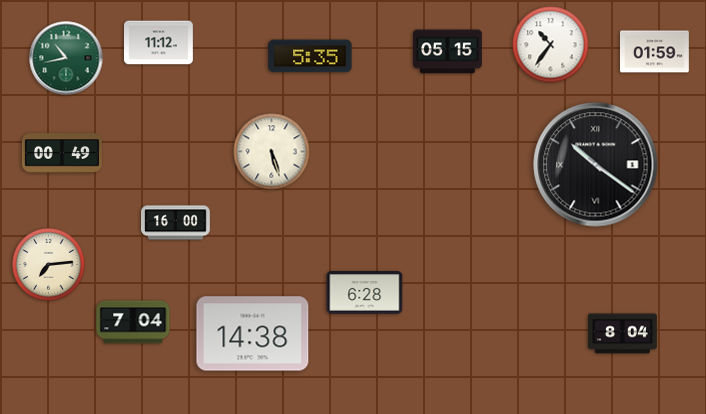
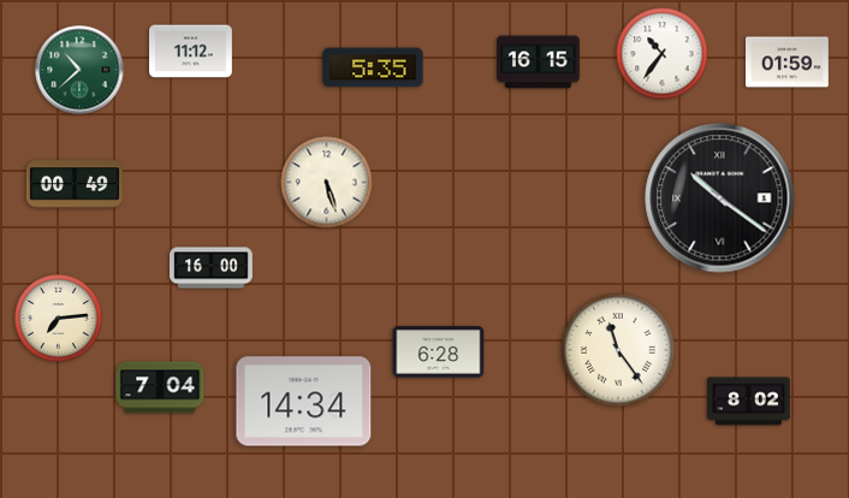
clock at (448, 52): 05:15 -> 16:15
clock at (66, 58): 10:43 -> 10:38
clock at (596, 165) position: (596, 165) -> (720, 198)
clock at (618, 350): none -> 11:24
clock at (253, 334): 14:38 -> 14:34
clock at (623, 334): 8:04 -> 8:02
